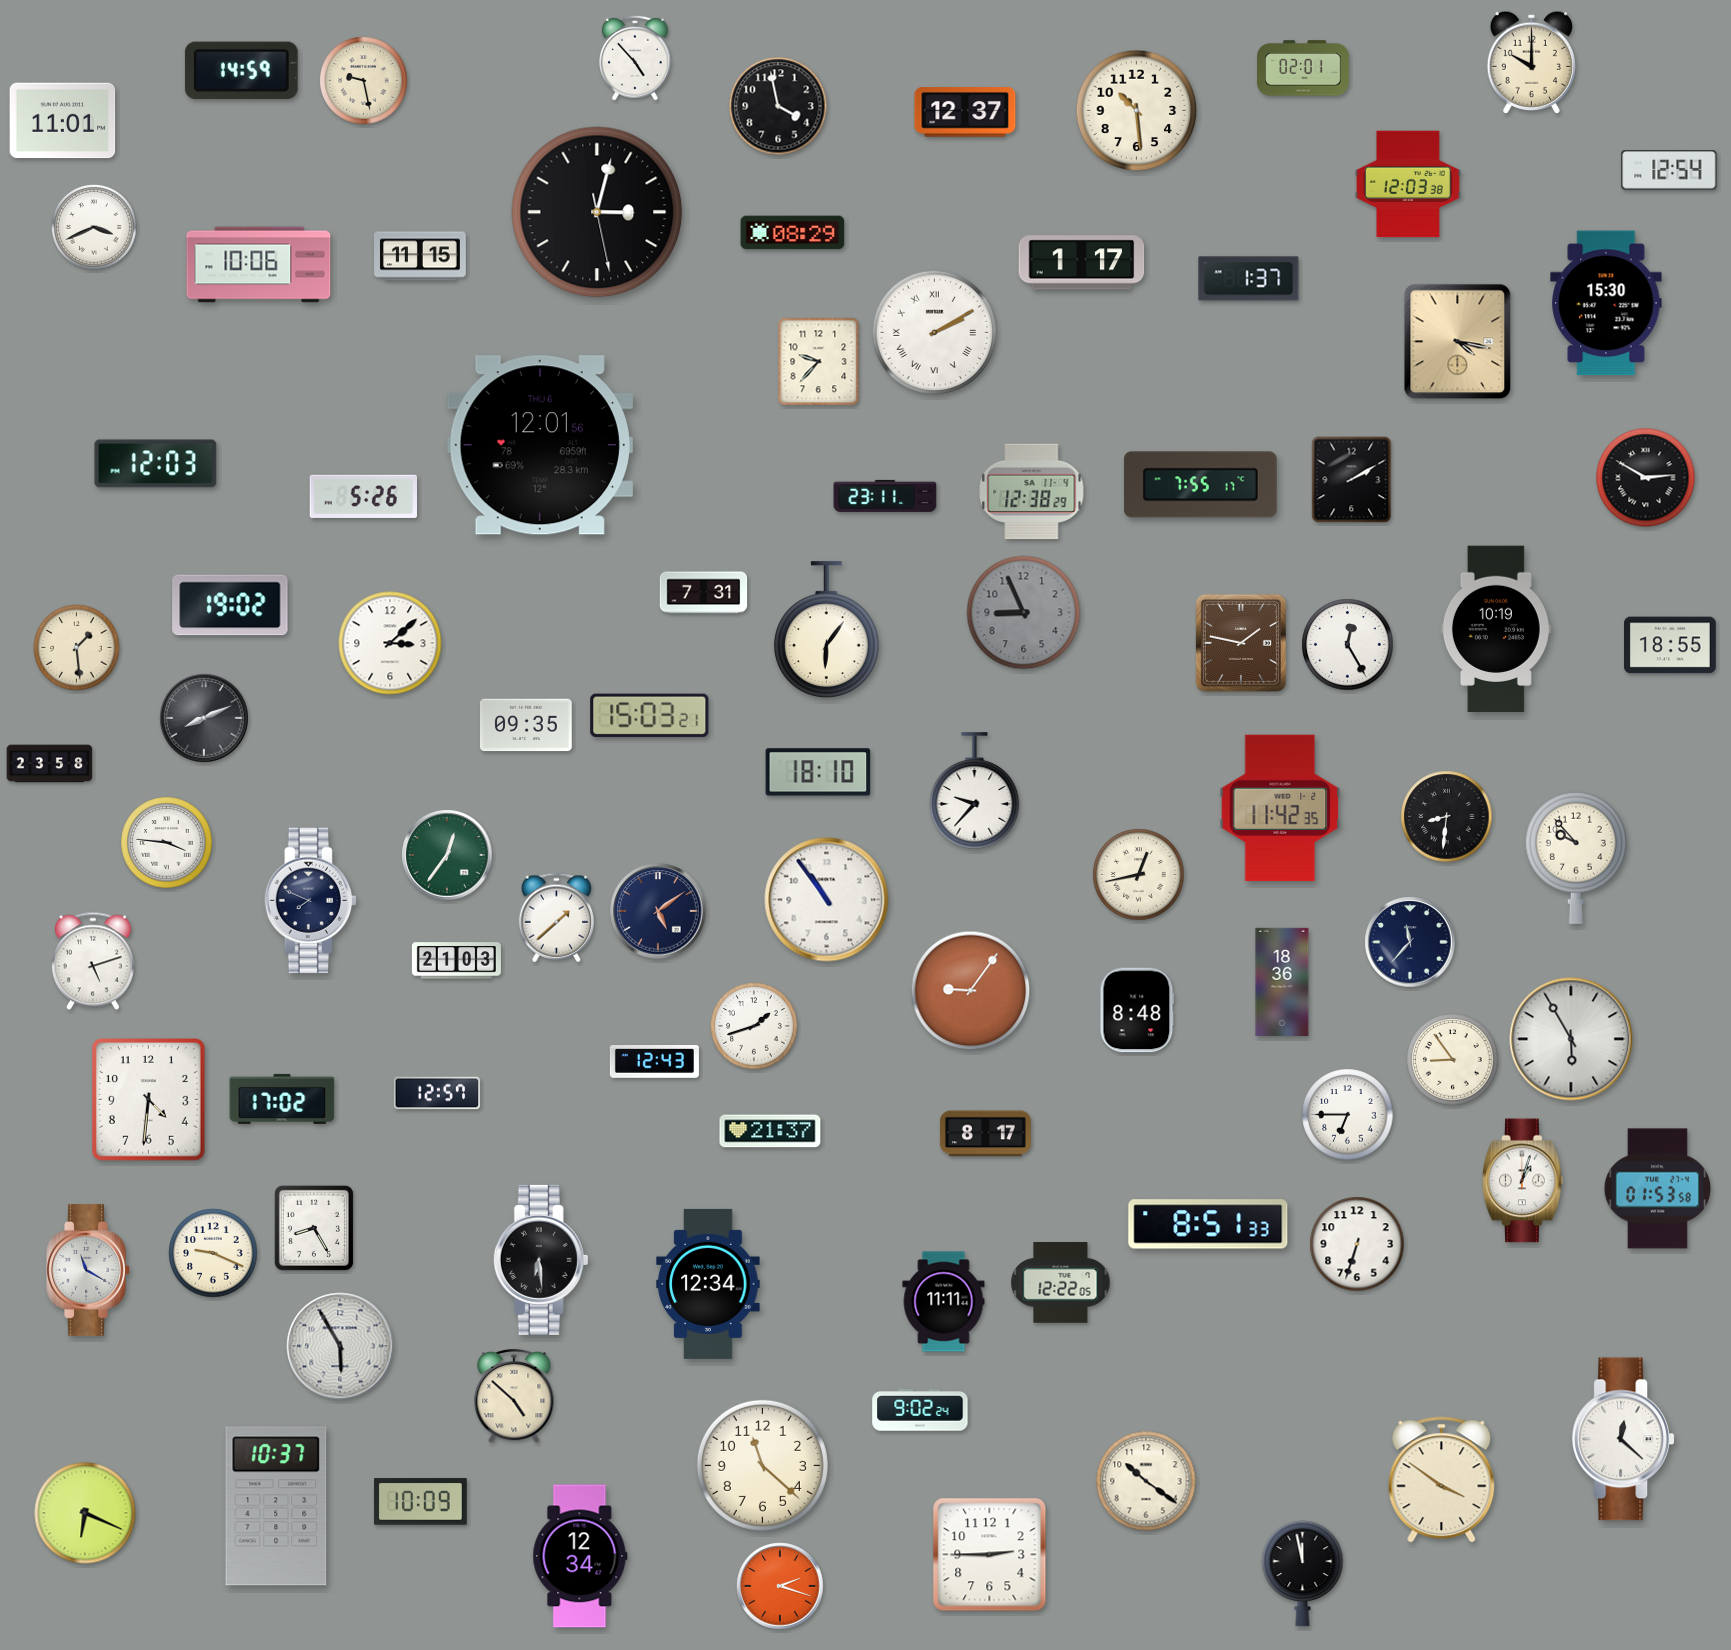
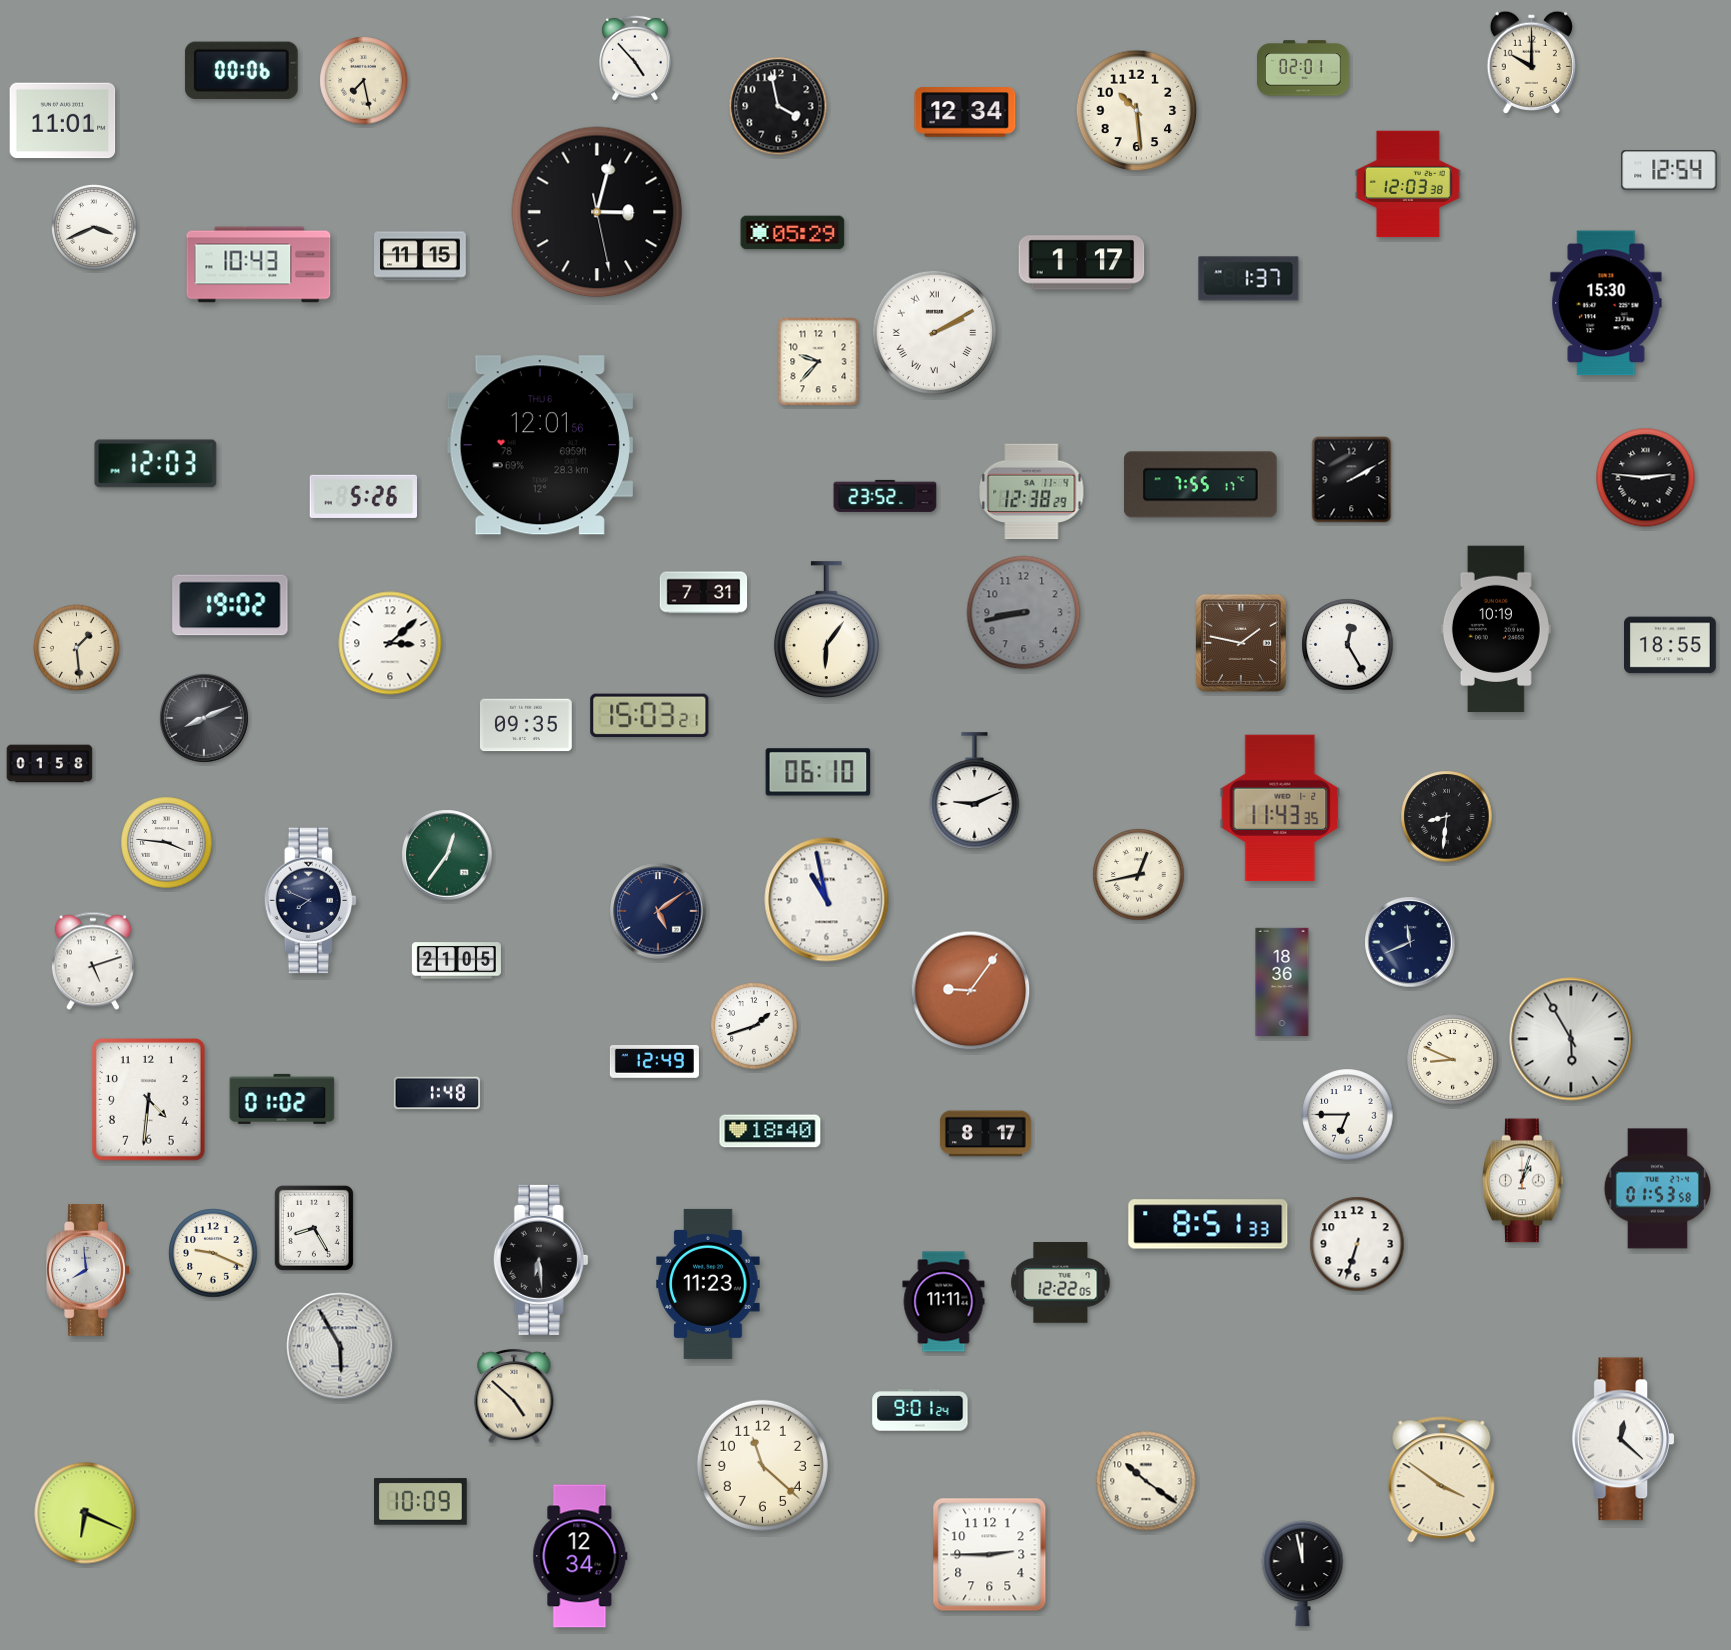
clock at (241, 70): 14:59 -> 00:06
clock at (364, 81): 9:28 -> 7:28
clock at (965, 112): 12:37 -> 12:34
clock at (793, 233): 08:29 -> 05:29
clock at (259, 265): 10:06 -> 10:43
clock at (1458, 342): 4:17 -> none
clock at (1646, 478): 2:50 -> 2:46
clock at (885, 496): 23:11 -> 23:52
clock at (1024, 613): 8:56 -> 8:43
clock at (50, 764): 23:58 -> 01:58
clock at (818, 772): 18:10 -> 06:10
clock at (975, 791): 9:37 -> 9:11
clock at (1280, 808): 11:42 -> 11:43
clock at (1576, 858): 9:53 -> none
clock at (827, 900): 10:54 -> 10:58
clock at (557, 918): 1:38 -> none
clock at (1410, 942): 11:37 -> 11:41
clock at (456, 961): 21:03 -> 21:05
clock at (1137, 1010): 8:48 -> none
clock at (1453, 1060): 8:54 -> 8:49
clock at (654, 1062): 12:43 -> 12:49
clock at (437, 1093): 12:57 -> 1:48
clock at (282, 1099): 17:02 -> 01:02
clock at (770, 1131): 21:37 -> 18:40
clock at (88, 1270): 11:20 -> 7:59
clock at (708, 1284): 12:34 -> 11:23
clock at (920, 1410): 9:02 -> 9:01
clock at (276, 1506): 10:37 -> none
clock at (780, 1586): 2:18 -> none
